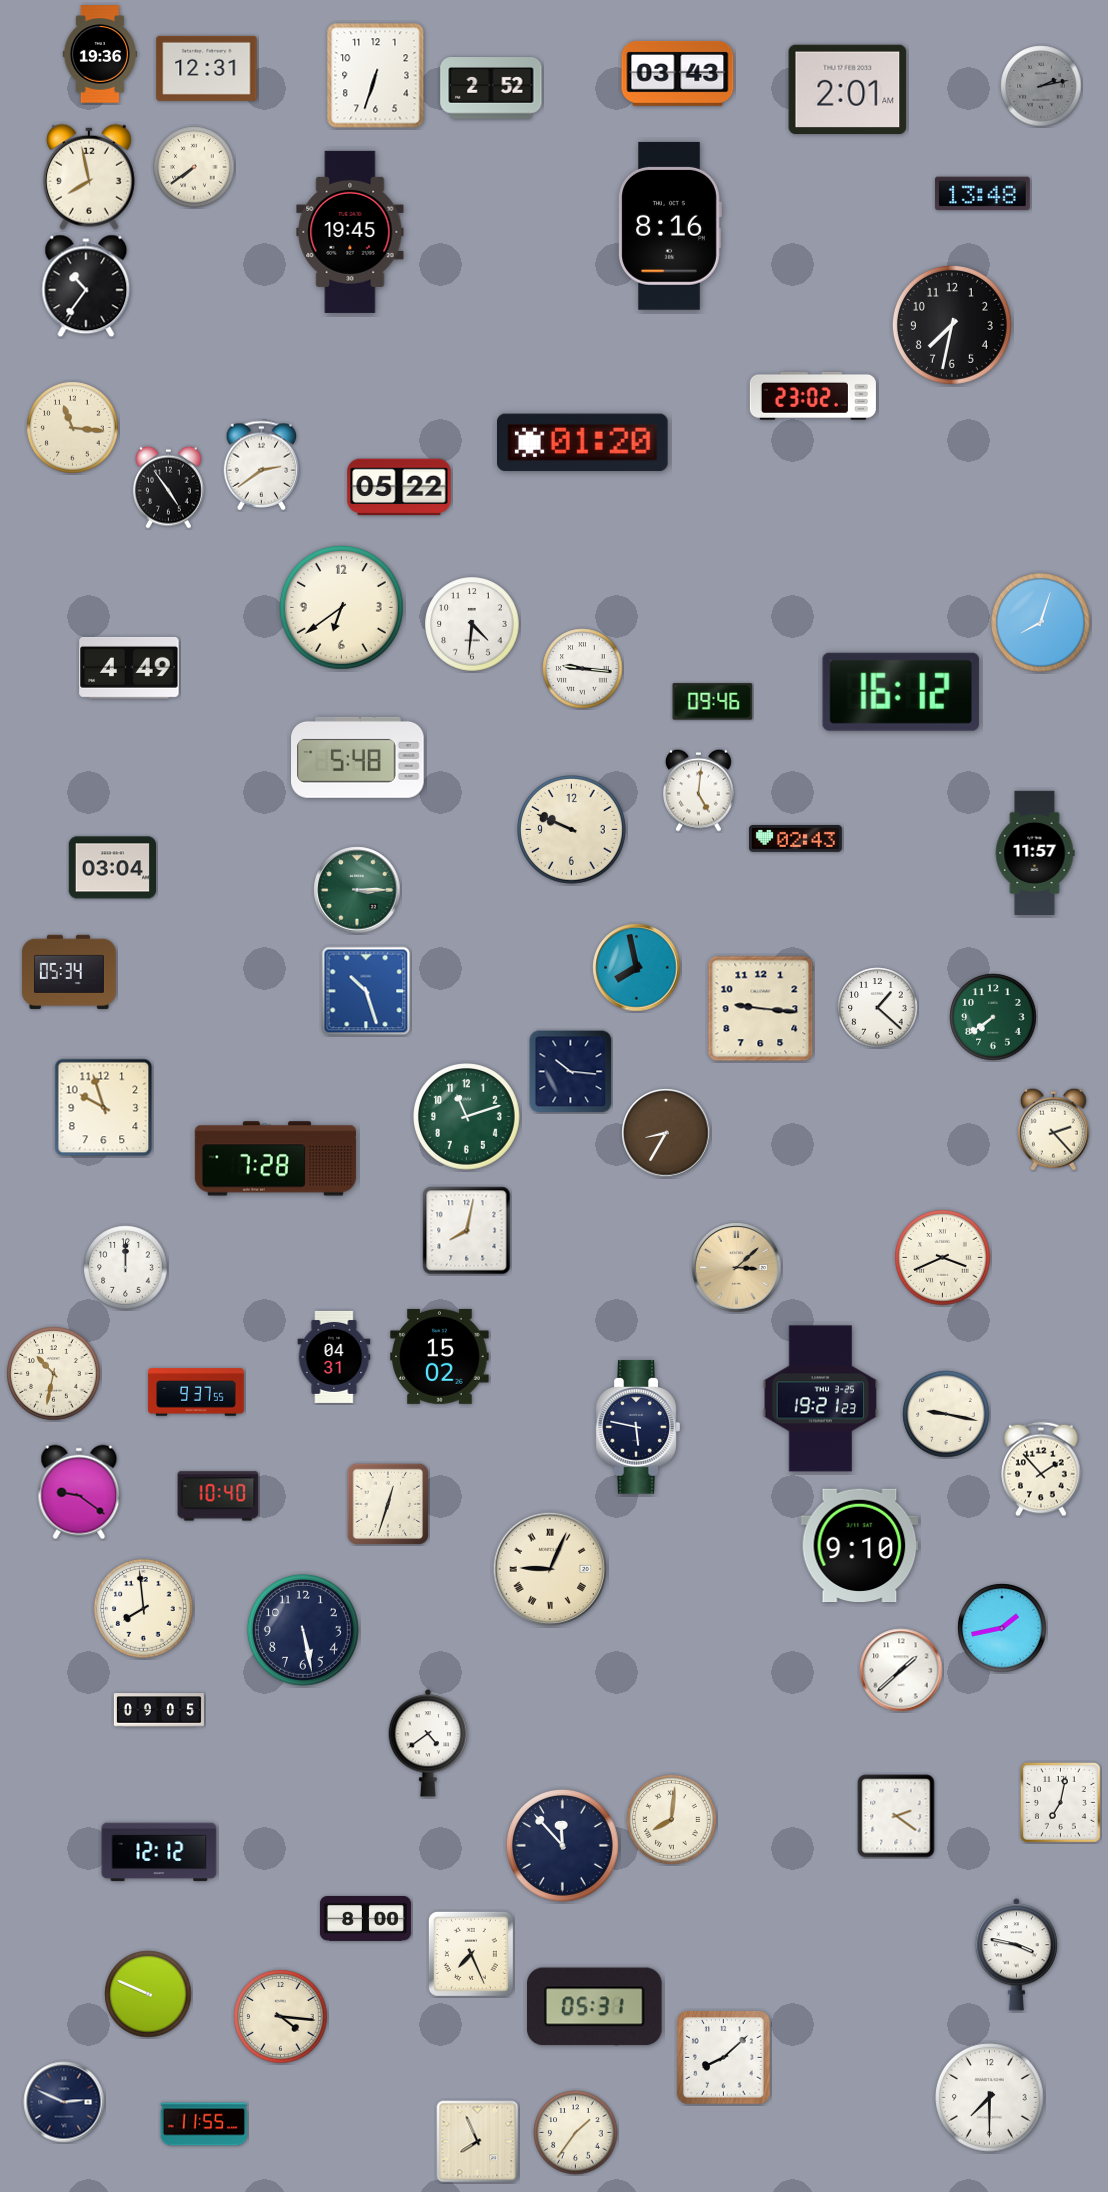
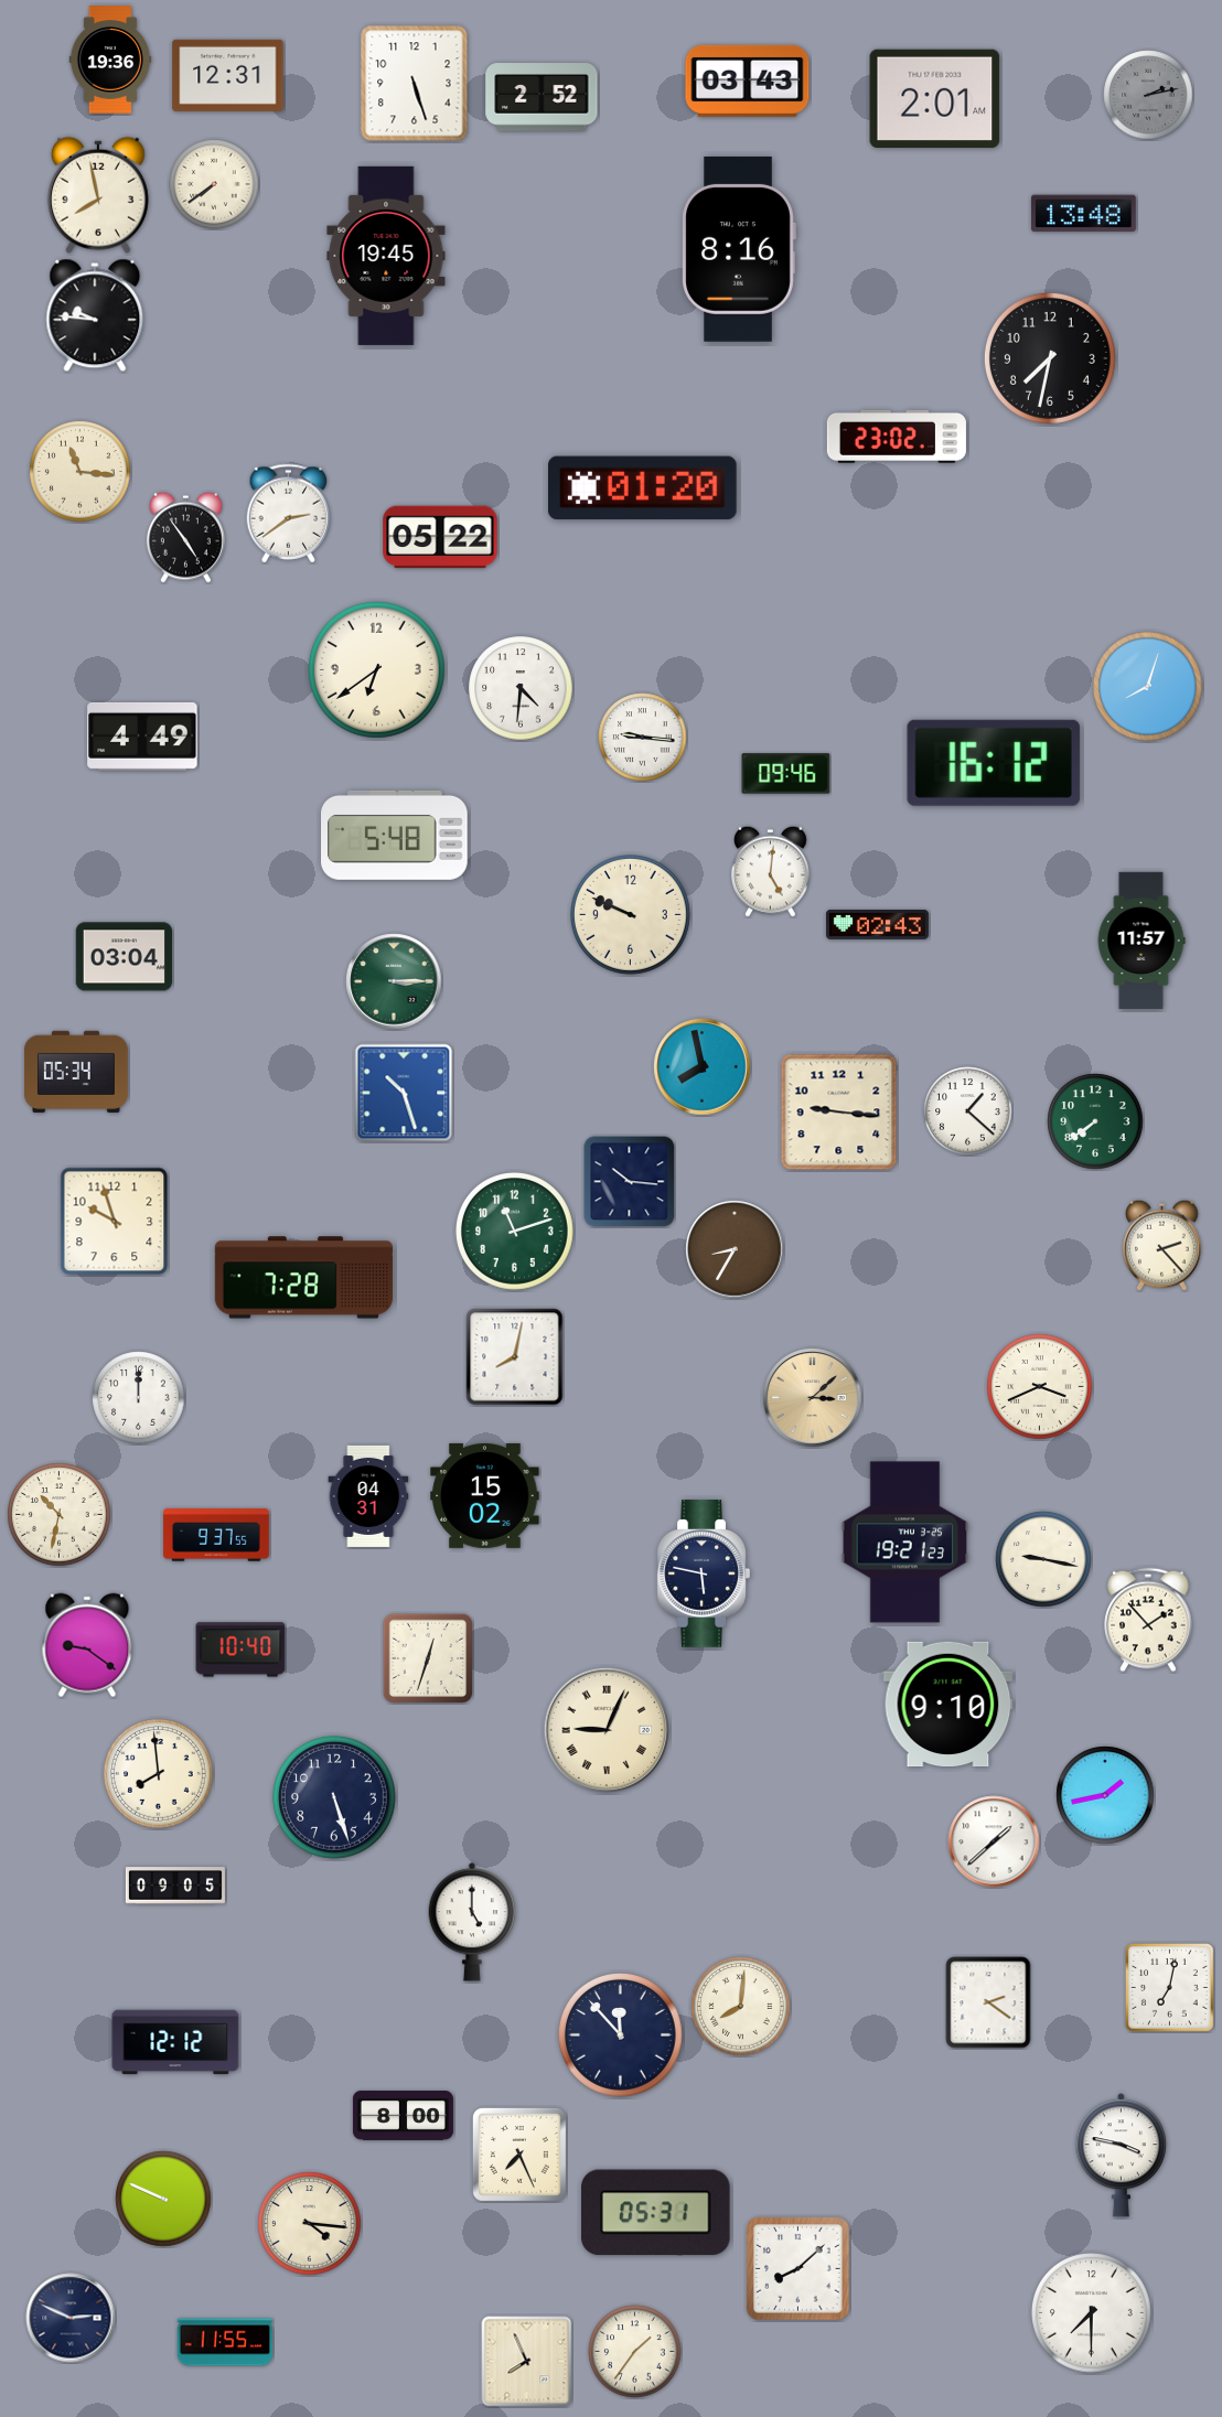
clock at (376, 76): 6:33 -> 5:27
clock at (86, 286): 10:36 -> 9:46
clock at (303, 1630): 5:28 -> 5:27
clock at (428, 1743): 4:39 -> 5:00
